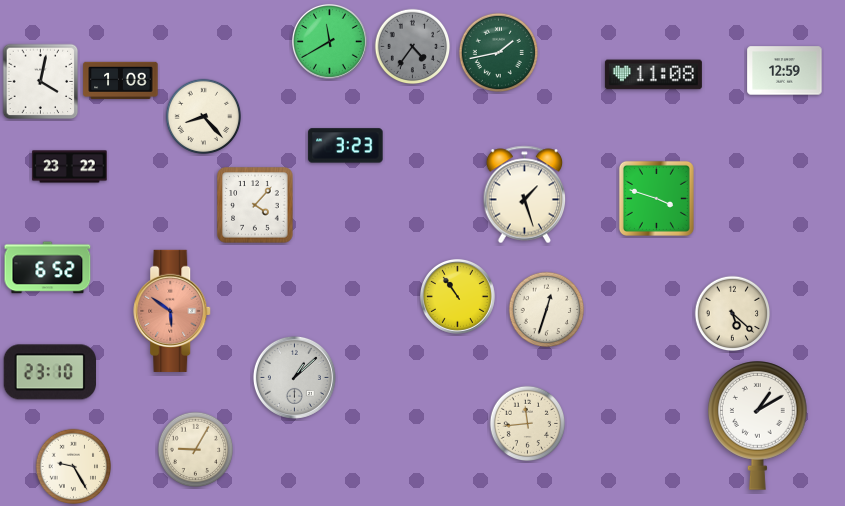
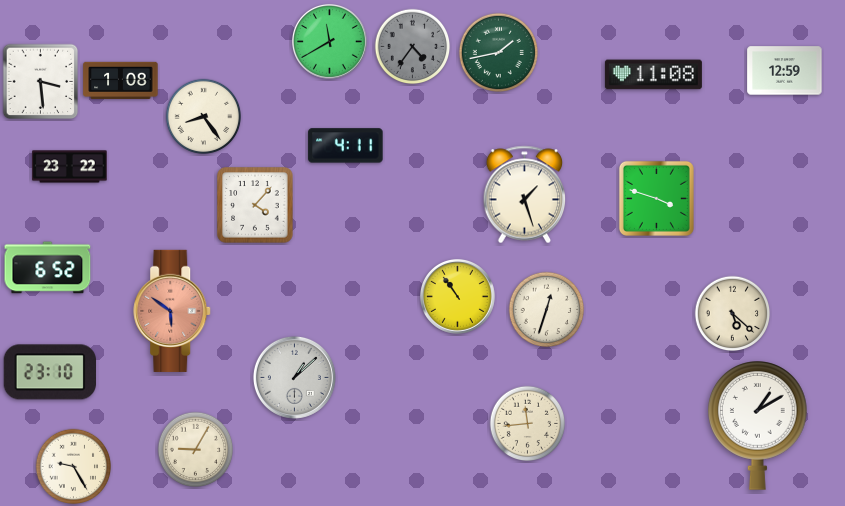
clock at (41, 82): 4:02 -> 3:29
clock at (204, 117): 8:23 -> 8:24
clock at (346, 146): 3:23 -> 4:11
